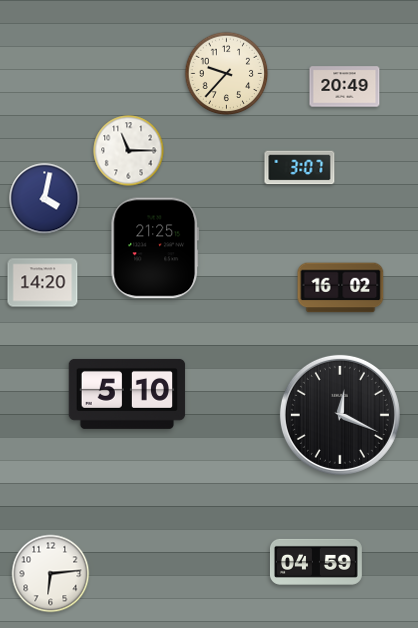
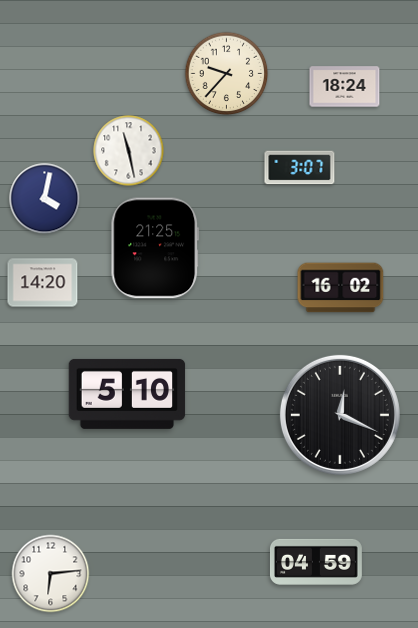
clock at (345, 87): 20:49 -> 18:24
clock at (129, 151): 11:15 -> 11:28
